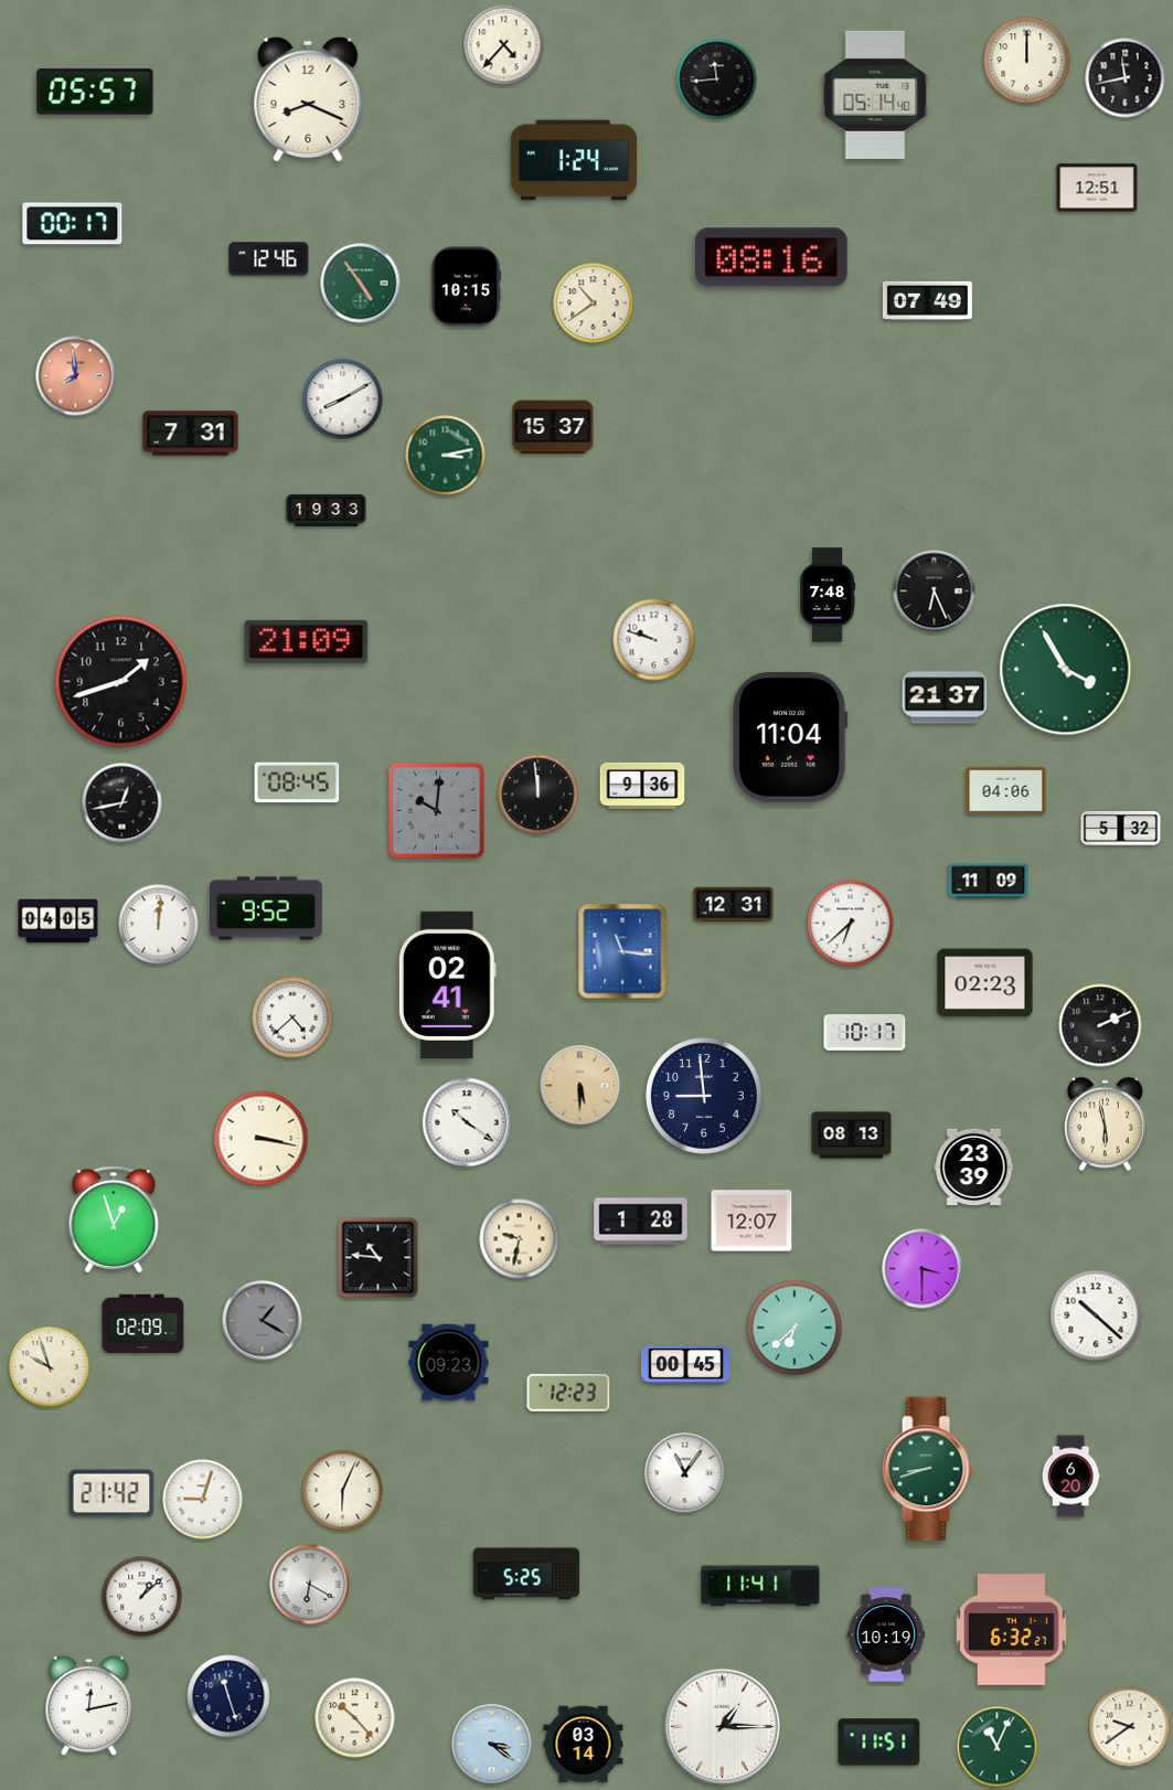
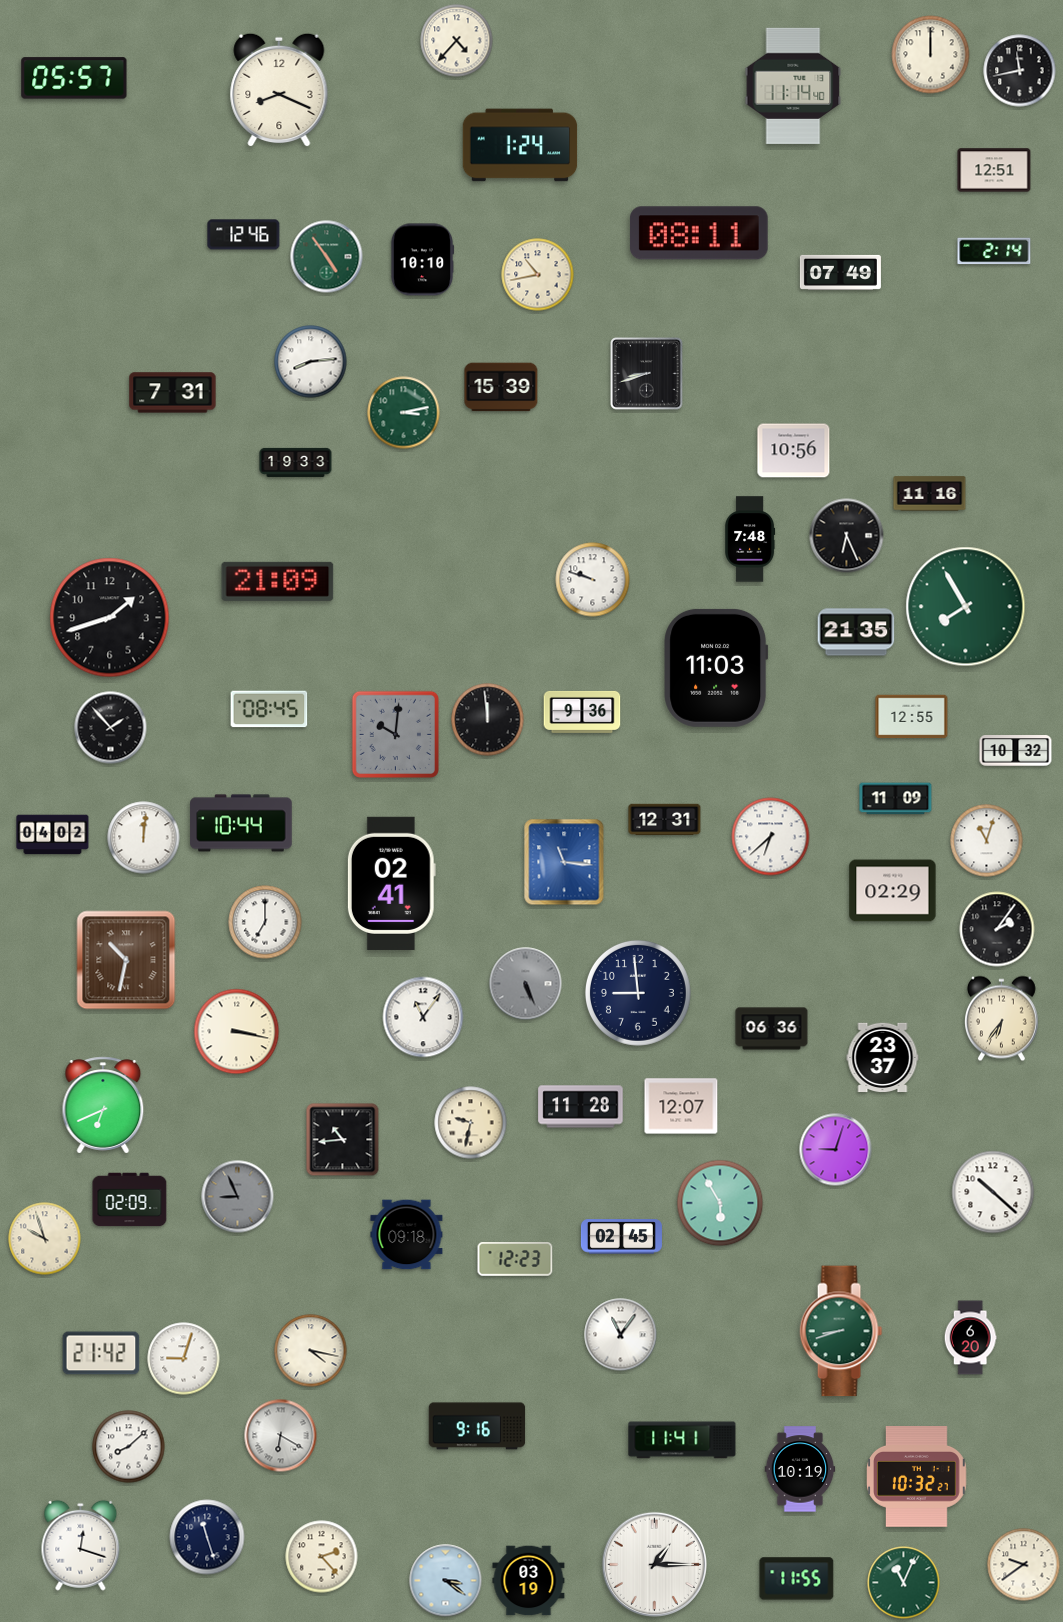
clock at (717, 79): 11:44 -> none
clock at (95, 92) position: (95, 92) -> (74, 78)
clock at (875, 95): 05:14 -> 11:14
clock at (73, 224): 00:17 -> none
clock at (771, 257): 08:16 -> 08:11
clock at (994, 251): none -> 2:14
clock at (466, 287): 10:15 -> 10:10
clock at (594, 303): 10:39 -> 10:43
clock at (76, 376): 7:59 -> none
clock at (343, 399): 8:10 -> 8:14
clock at (647, 374): none -> 8:42
clock at (553, 427): 15:37 -> 15:39
clock at (794, 451): none -> 10:56
clock at (930, 494): none -> 11:16
clock at (1066, 670): 3:55 -> 7:55
clock at (945, 697): 21:37 -> 21:35
clock at (790, 737): 11:04 -> 11:03
clock at (1006, 791): 04:06 -> 12:55
clock at (122, 803): 12:43 -> 1:53
clock at (1121, 829): 5:32 -> 10:32
clock at (266, 908): 9:52 -> 10:44
clock at (58, 921): 04:05 -> 04:02
clock at (987, 841): none -> 11:03
clock at (985, 983): 02:23 -> 02:29
clock at (447, 984) position: (447, 984) -> (391, 883)
clock at (292, 1017): 4:38 -> 7:00
clock at (1100, 1025): 2:11 -> 2:06
clock at (865, 1033): 10:17 -> none
clock at (126, 960): none -> 10:32
clock at (580, 1086): 5:30 -> 5:26
clock at (580, 1086) dial: champagne -> grey
clock at (467, 1122): 10:21 -> 11:06
clock at (1105, 1125): 5:58 -> 6:36
clock at (852, 1136): 08:13 -> 06:36
clock at (974, 1168): 23:39 -> 23:37
clock at (114, 1219): 12:57 -> 6:41
clock at (641, 1222): 1:28 -> 11:28
clock at (378, 1258): 10:46 -> 10:44
clock at (923, 1269): 3:30 -> 9:03
clock at (263, 1321): 1:20 -> 8:56
clock at (795, 1328): 6:38 -> 5:55
clock at (449, 1363): 09:23 -> 09:18
clock at (685, 1365): 00:45 -> 02:45
clock at (568, 1393) position: (568, 1393) -> (515, 1259)
clock at (343, 1491): 6:04 -> 4:17
clock at (526, 1574): 5:25 -> 9:16
clock at (760, 1586) position: (760, 1586) -> (682, 1440)
clock at (142, 1597): 1:08 -> 8:08
clock at (1012, 1630): 6:32 -> 10:32
clock at (886, 1634) position: (886, 1634) -> (800, 1469)
clock at (89, 1705): 12:13 -> 12:18
clock at (355, 1718): 10:23 -> 2:23
clock at (879, 1743): 11:51 -> 11:55
clock at (584, 1745): 03:14 -> 03:19
